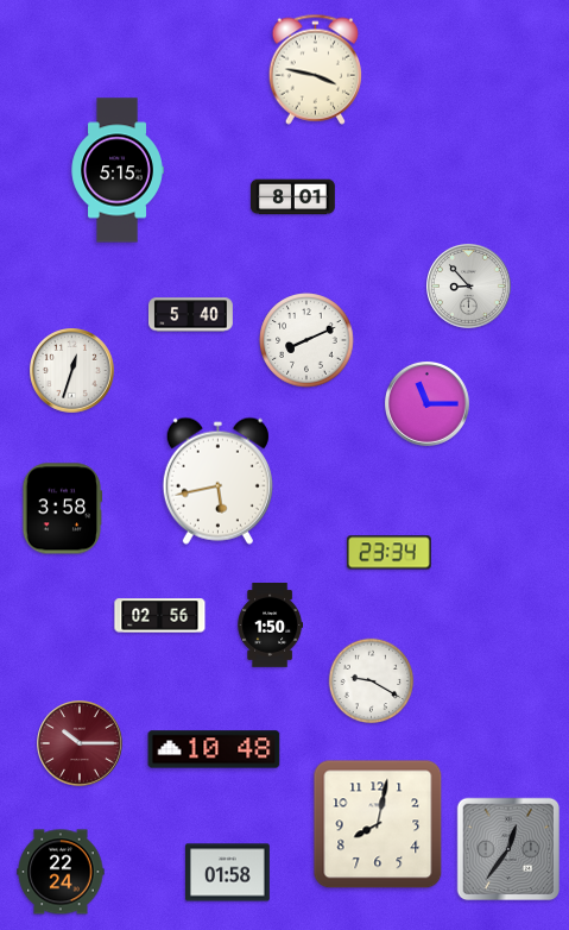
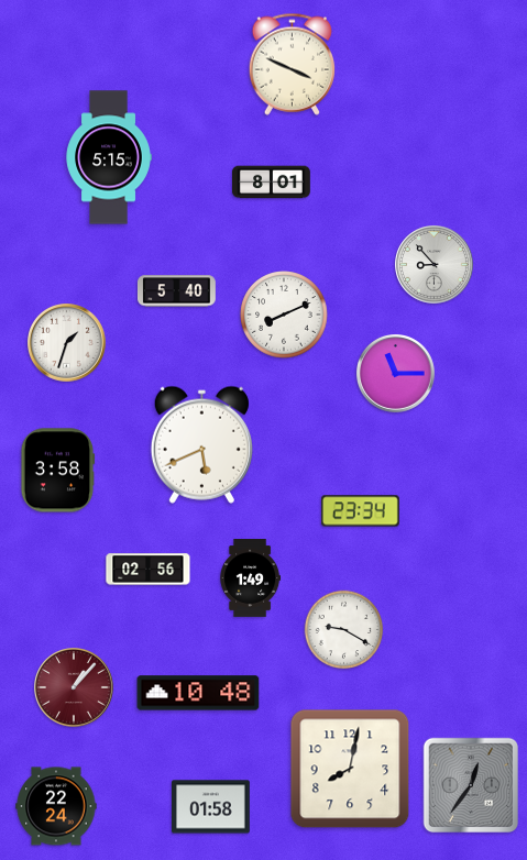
clock at (315, 69): 3:47 -> 3:49
clock at (72, 371): 12:33 -> 1:33
clock at (217, 480): 5:43 -> 5:41
clock at (271, 626): 1:50 -> 1:49
clock at (81, 744): 10:15 -> 1:07
clock at (378, 824) position: (378, 824) -> (350, 769)
